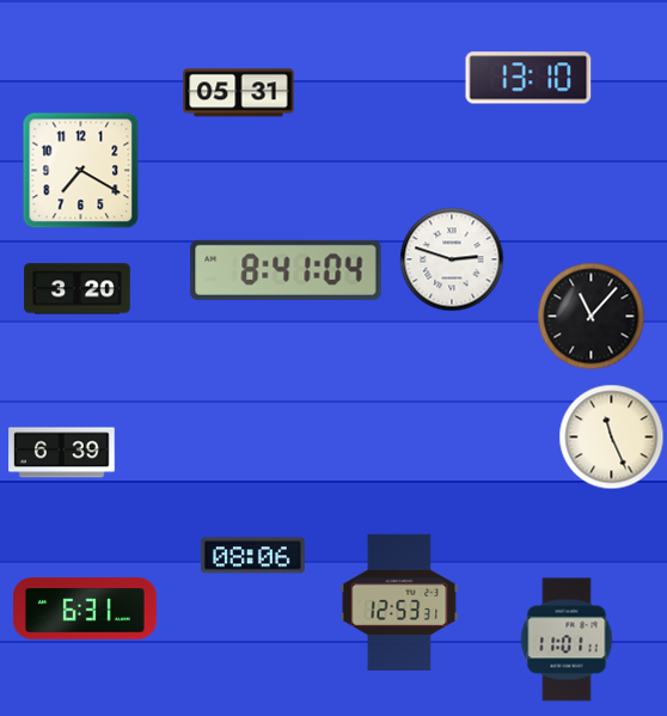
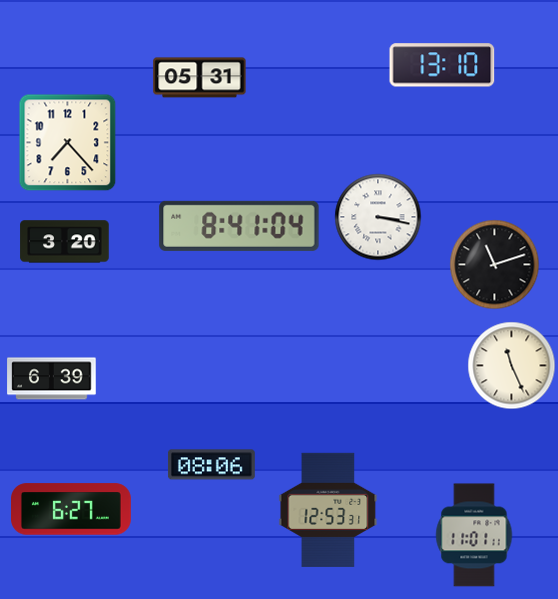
clock at (81, 171): 7:20 -> 7:23
clock at (452, 259): 2:48 -> 3:17
clock at (592, 317): 11:07 -> 11:12
clock at (399, 602) position: (399, 602) -> (328, 510)
clock at (86, 608): 6:31 -> 6:27
